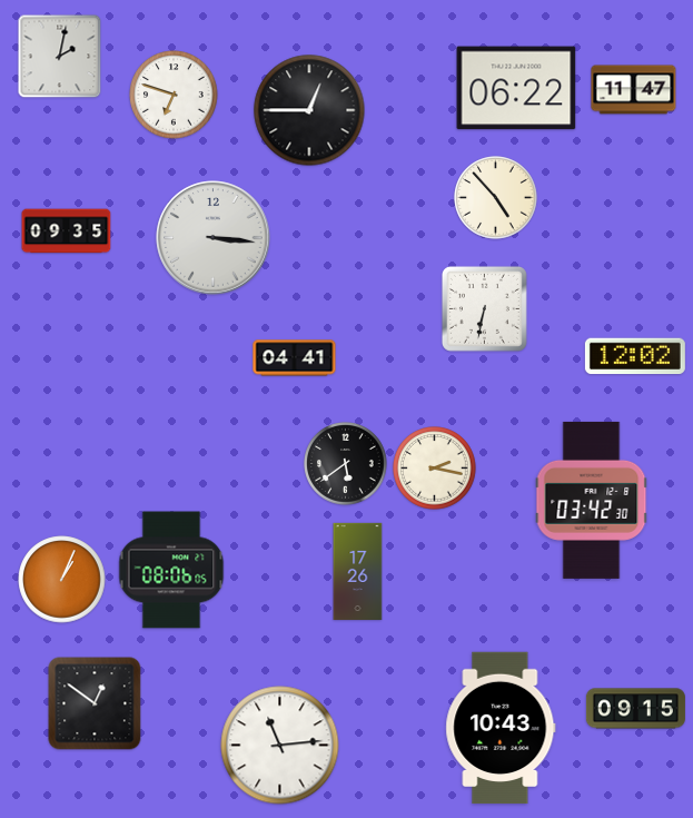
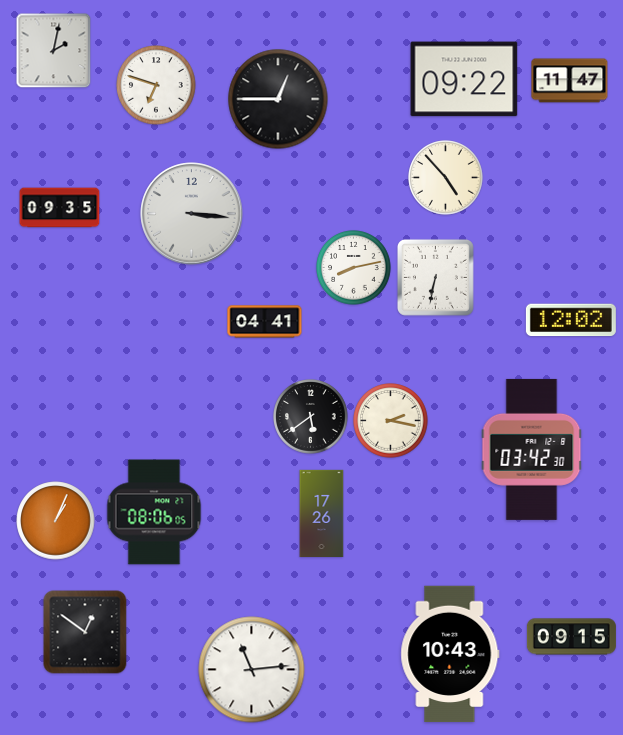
clock at (516, 88): 06:22 -> 09:22
clock at (354, 268): none -> 8:13
